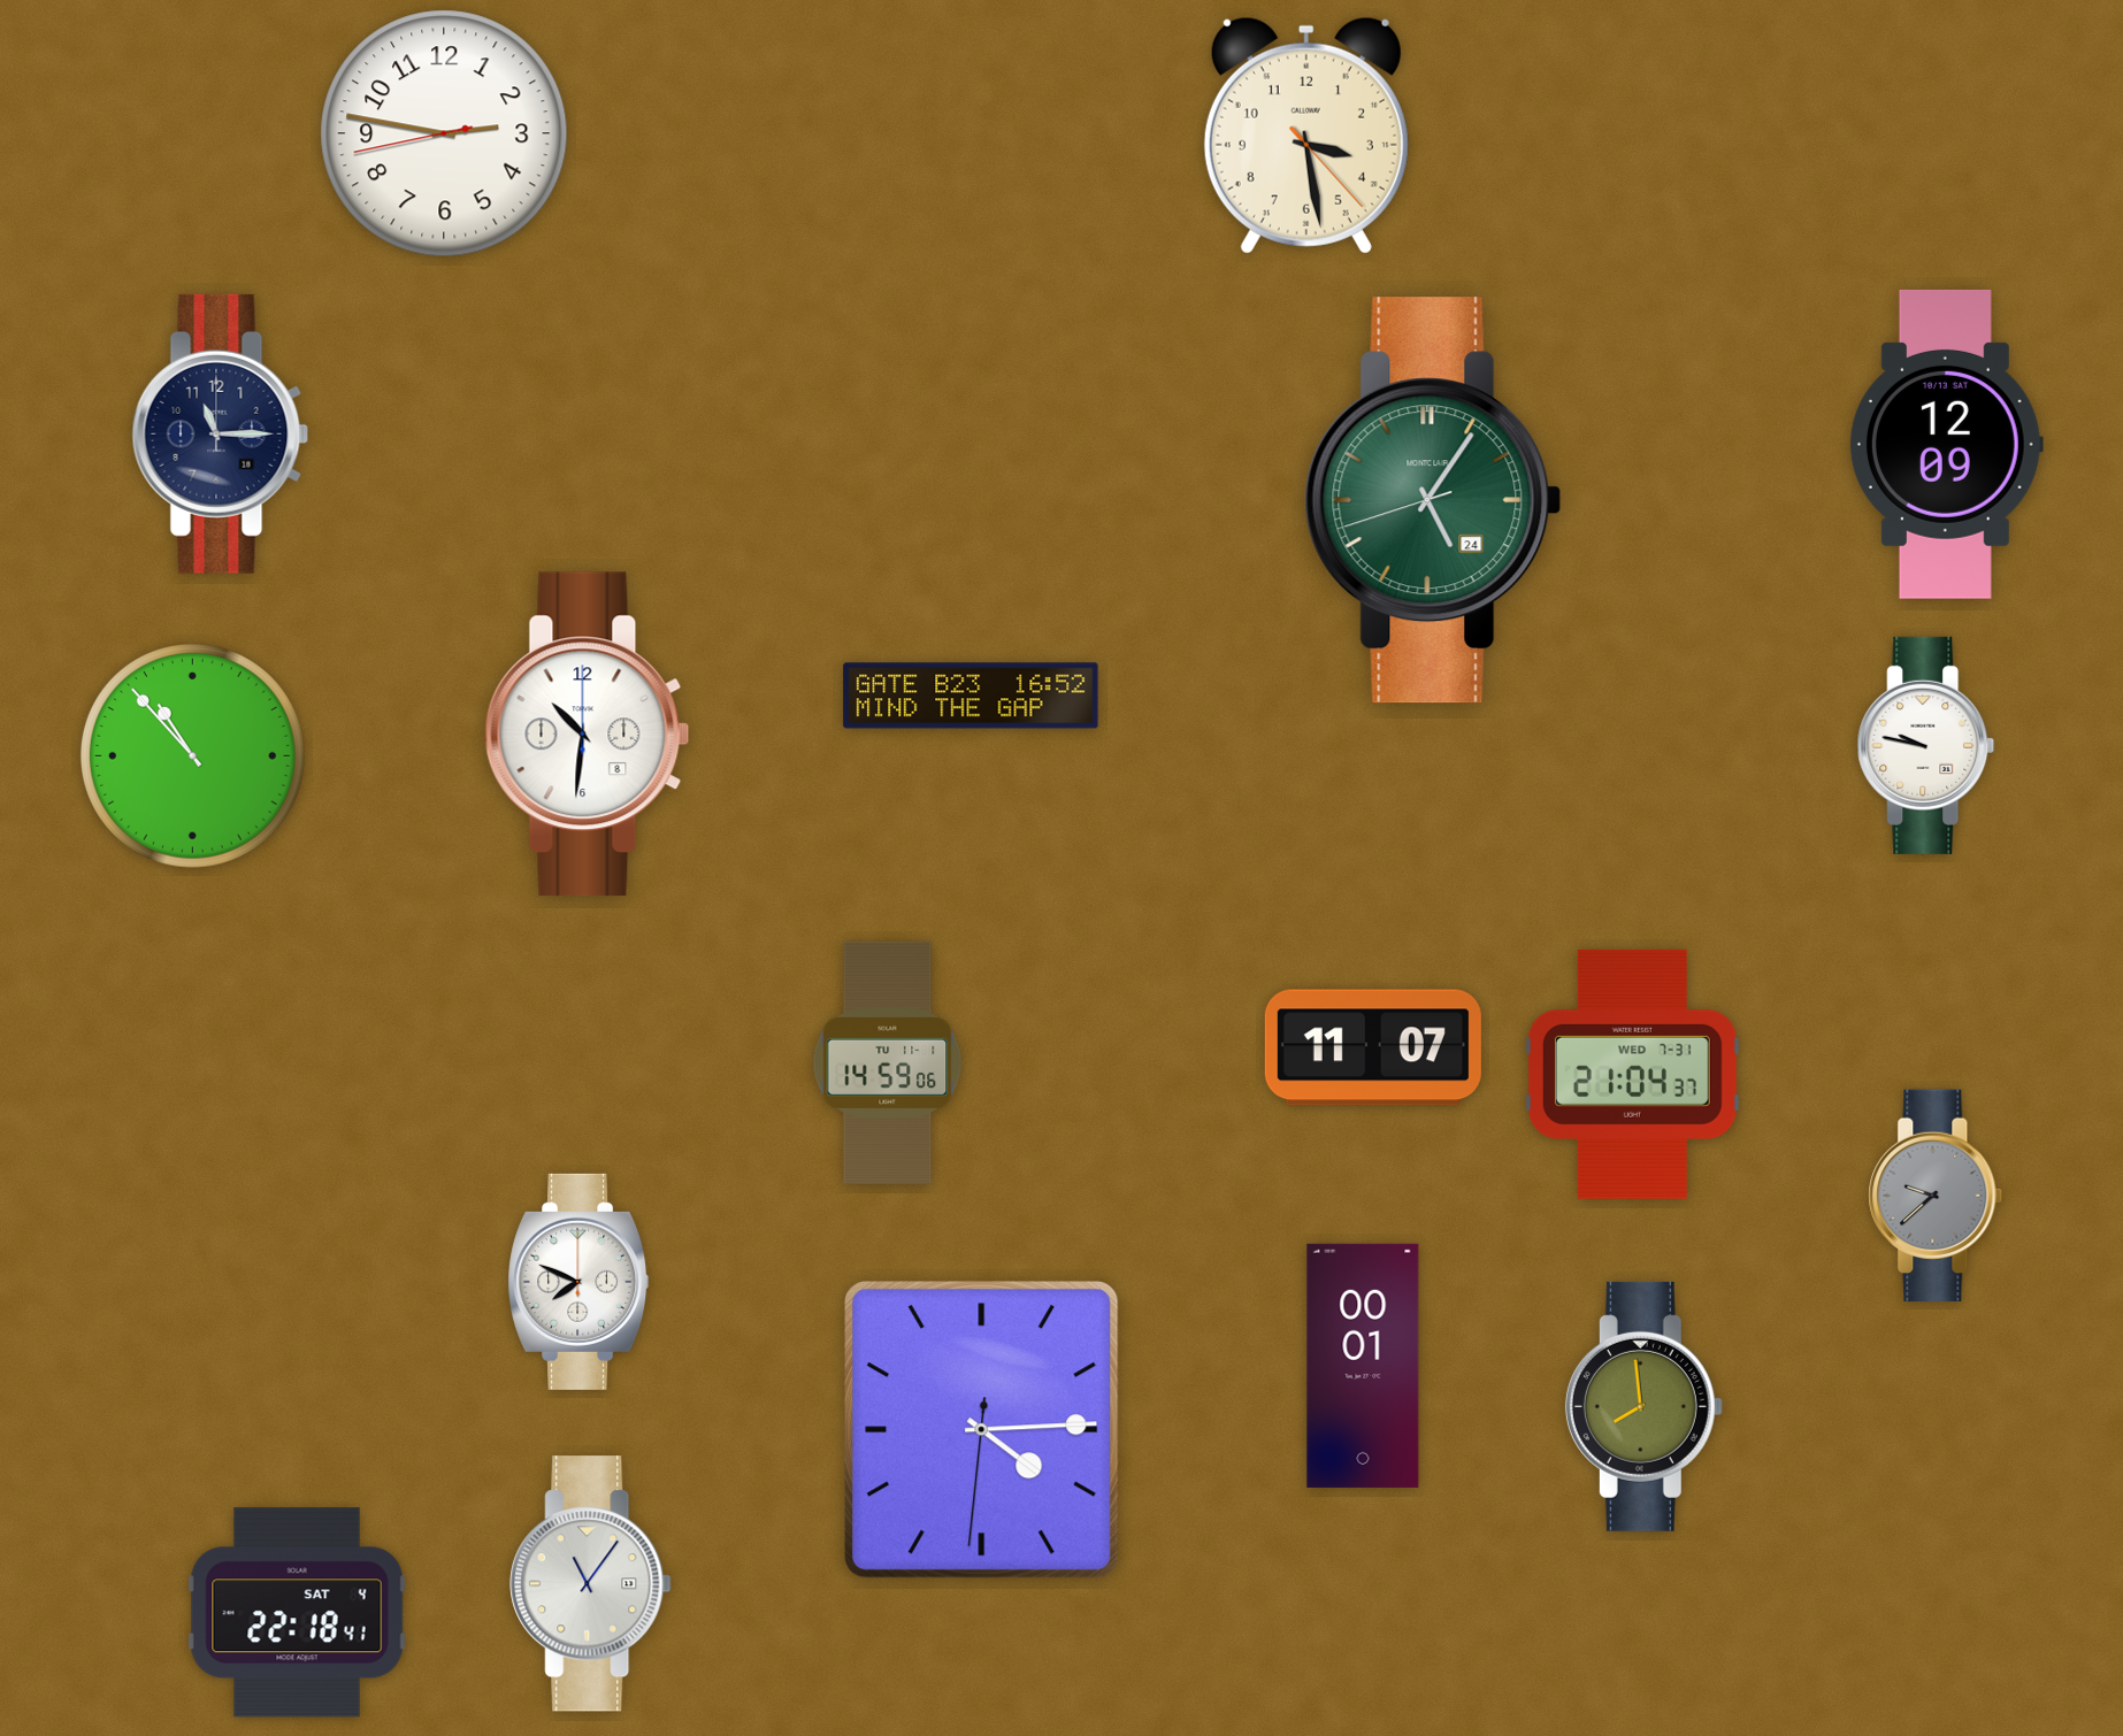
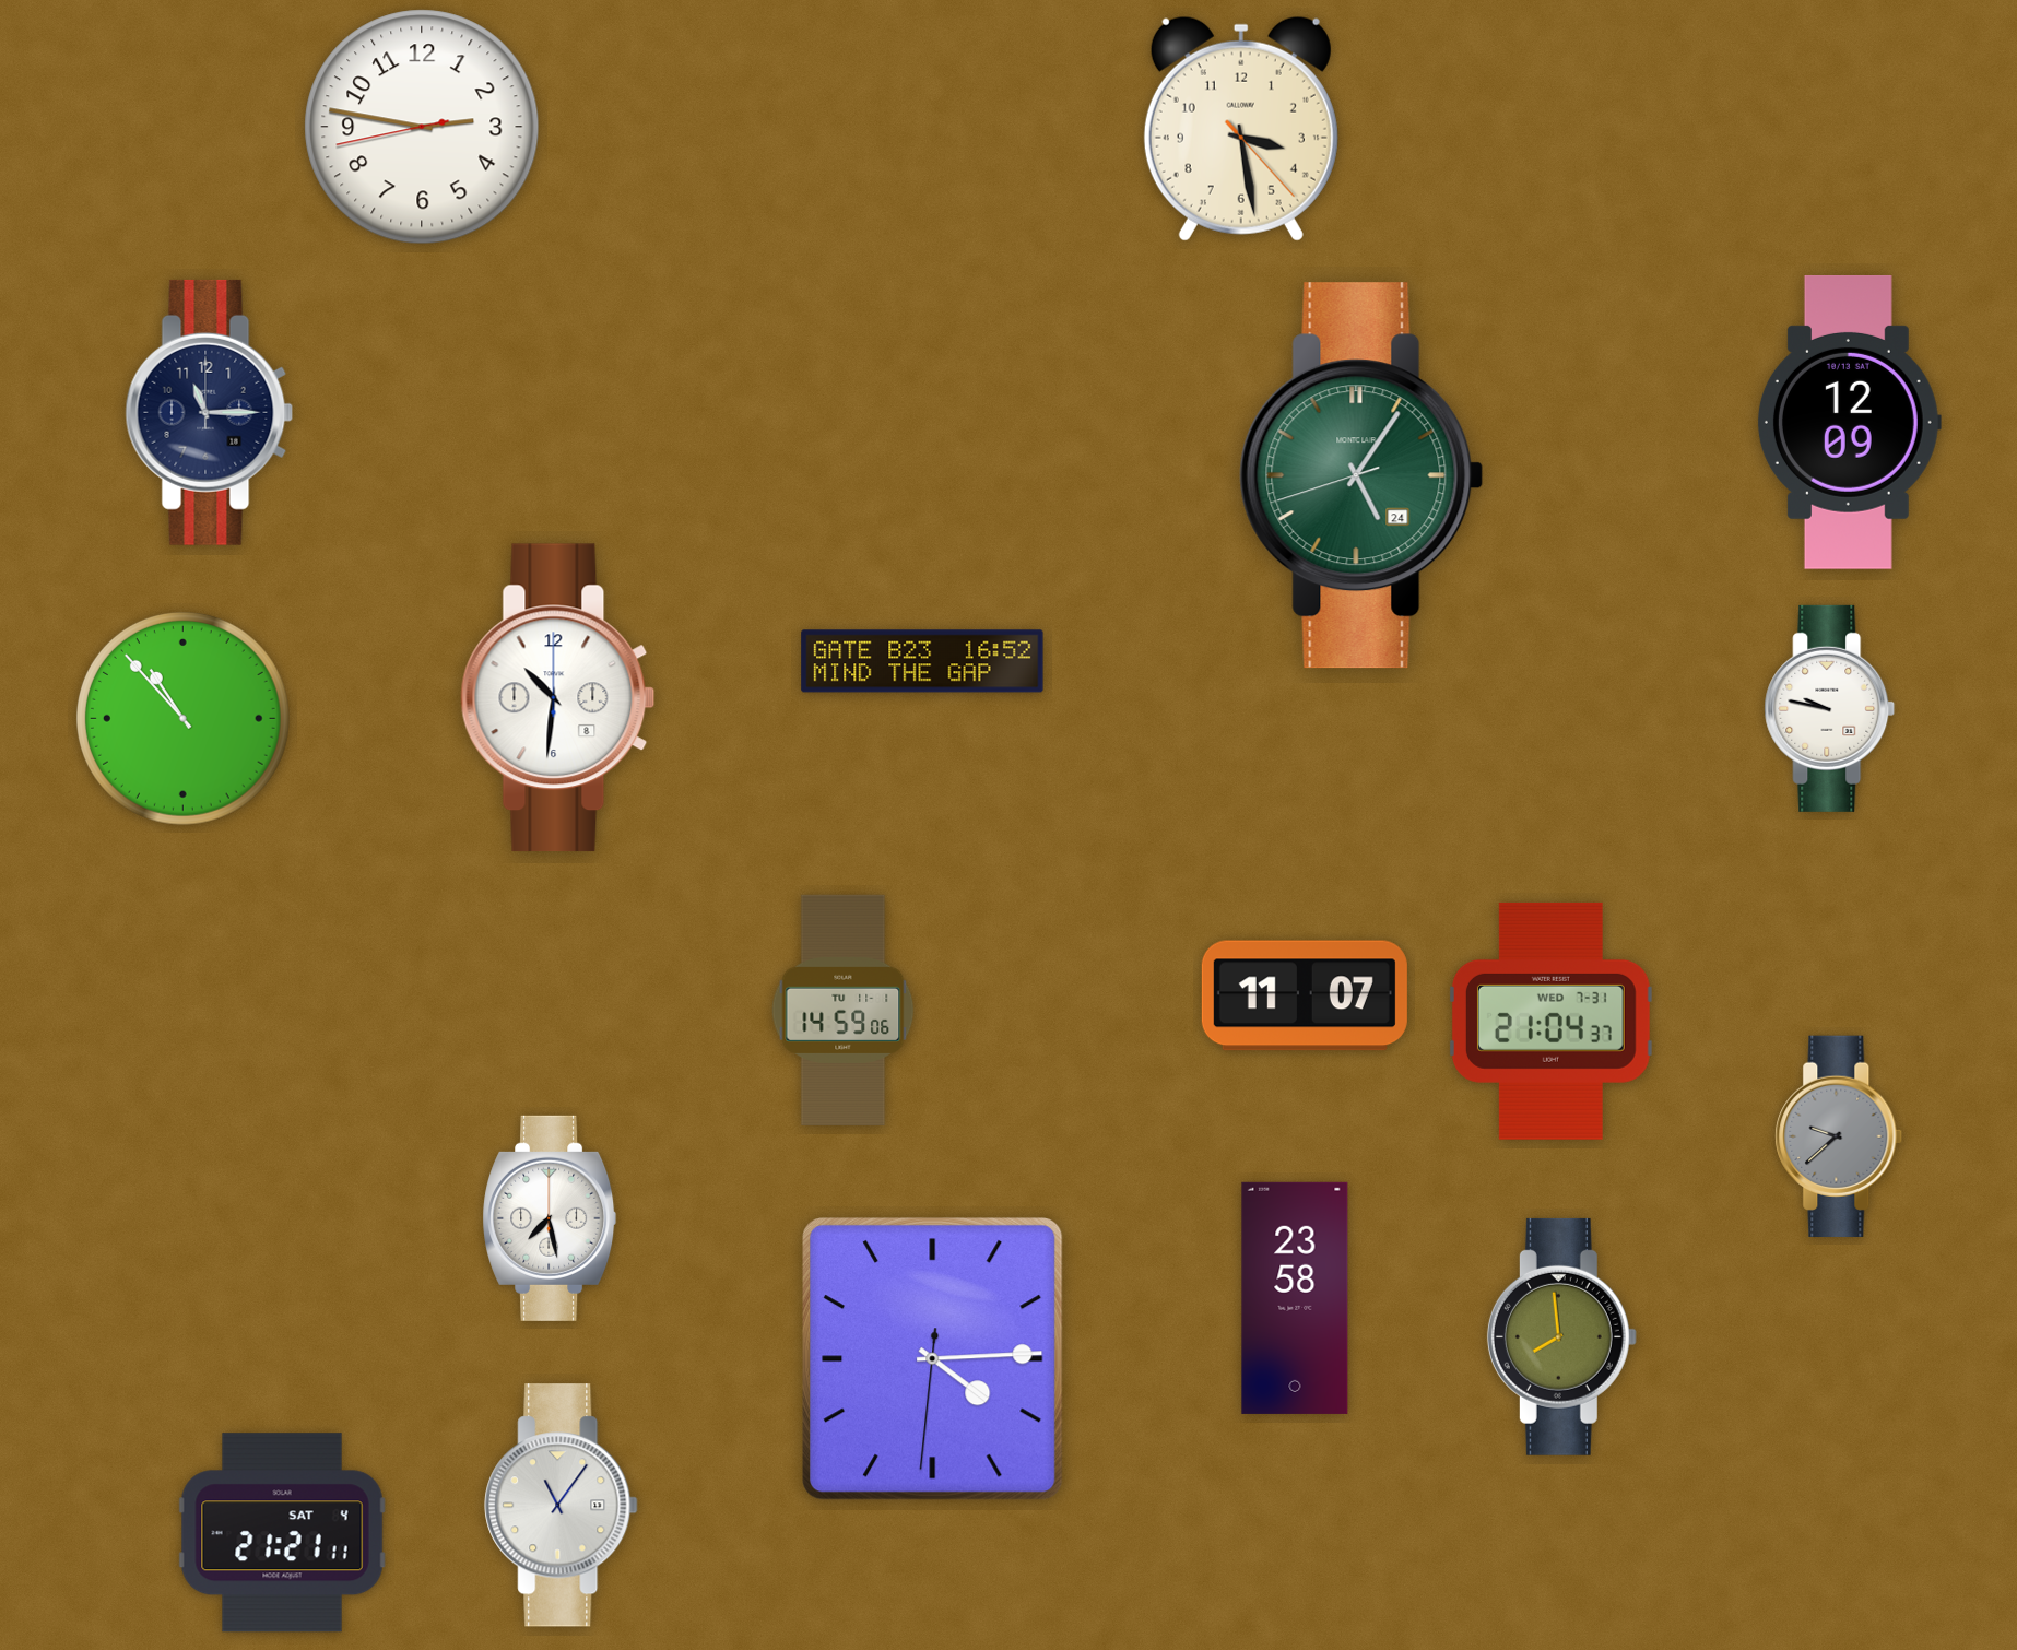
clock at (578, 1282): 7:49 -> 7:28
clock at (1363, 1366): 00:01 -> 23:58
clock at (297, 1613): 22:18 -> 21:21
